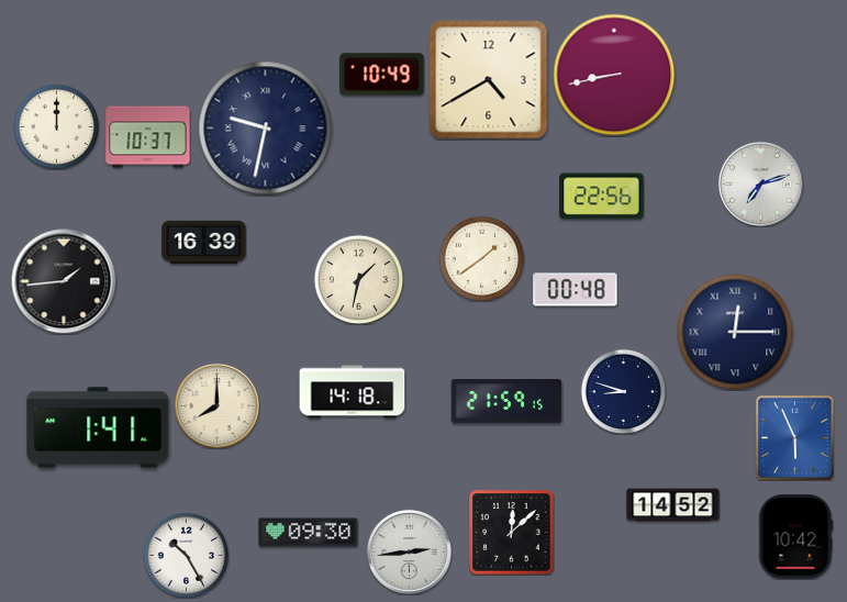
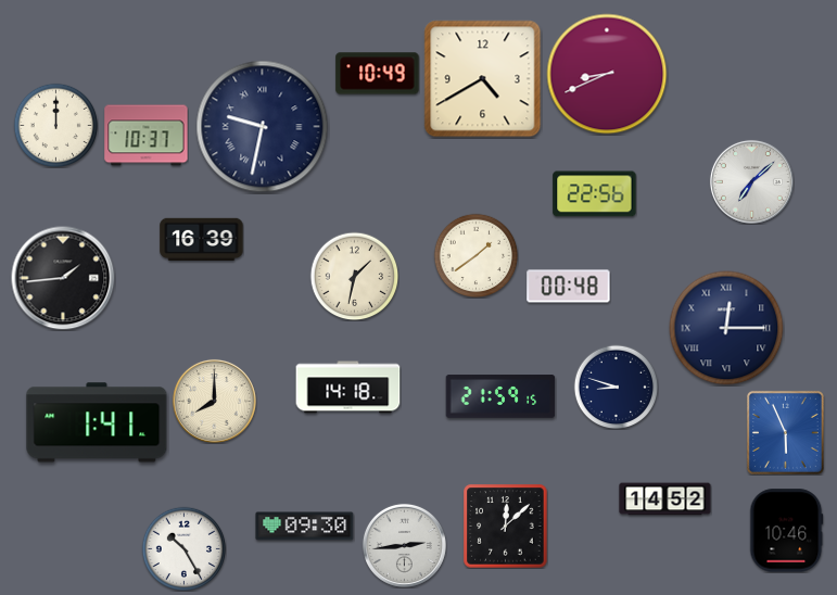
clock at (614, 75): 8:43 -> 8:41
clock at (760, 183): 7:12 -> 7:08
clock at (796, 537): 10:42 -> 10:46
